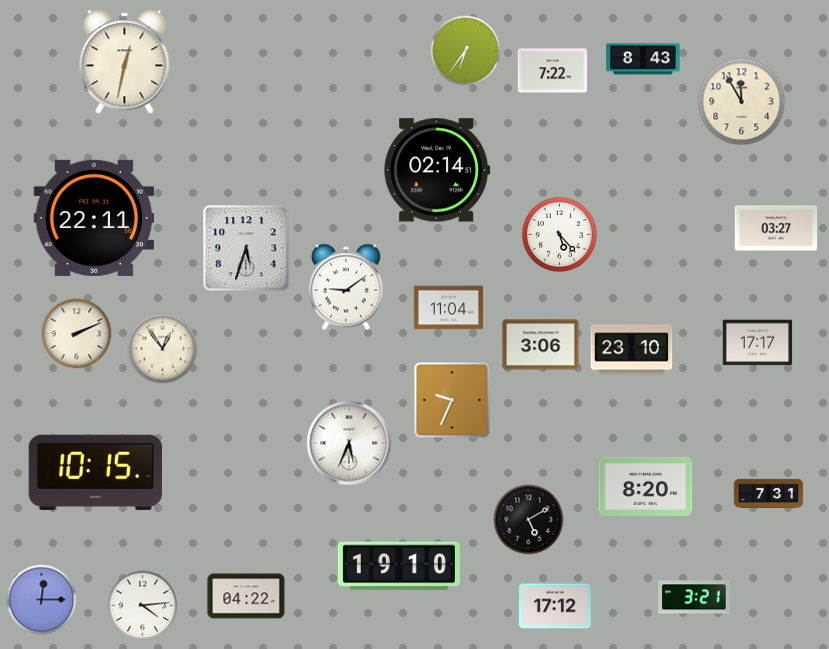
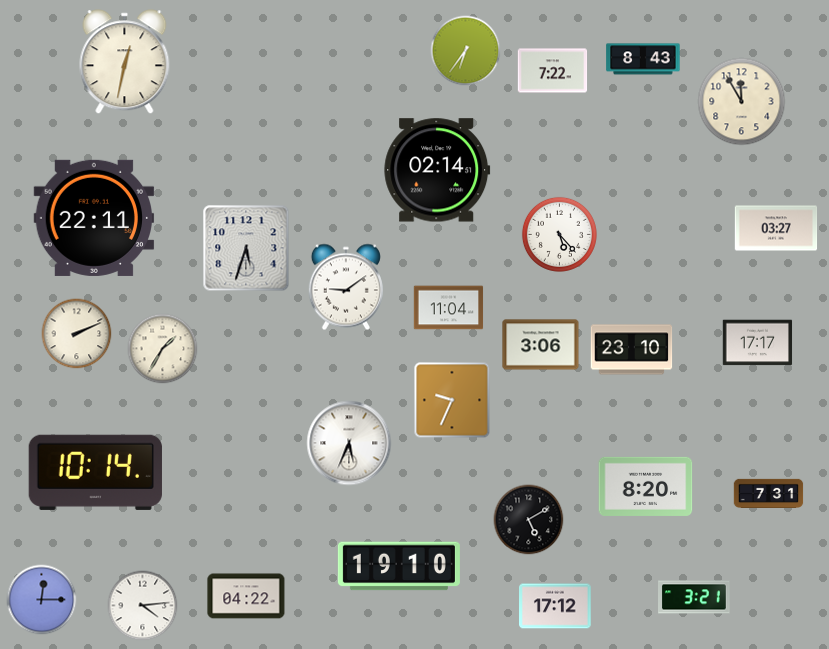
clock at (163, 349): 12:54 -> 1:35
clock at (95, 472): 10:15 -> 10:14
